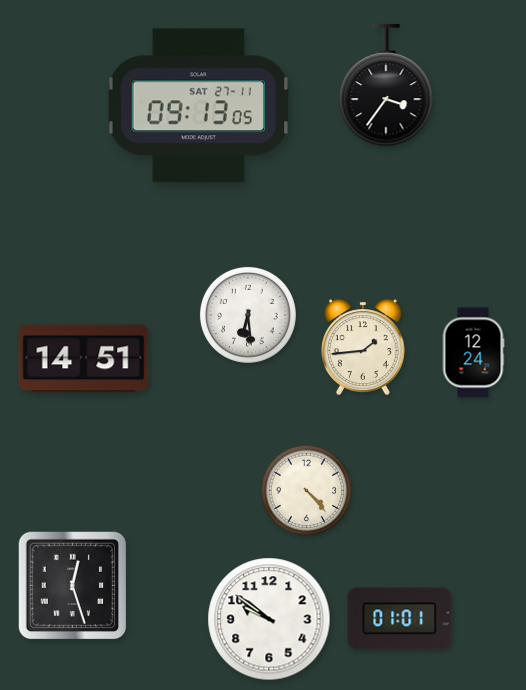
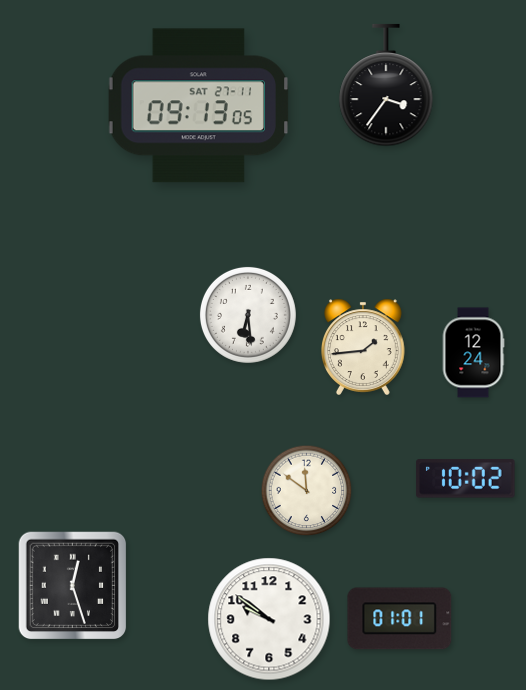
clock at (84, 359): 14:51 -> none
clock at (466, 479): none -> 10:02
clock at (307, 491): 4:23 -> 11:51
